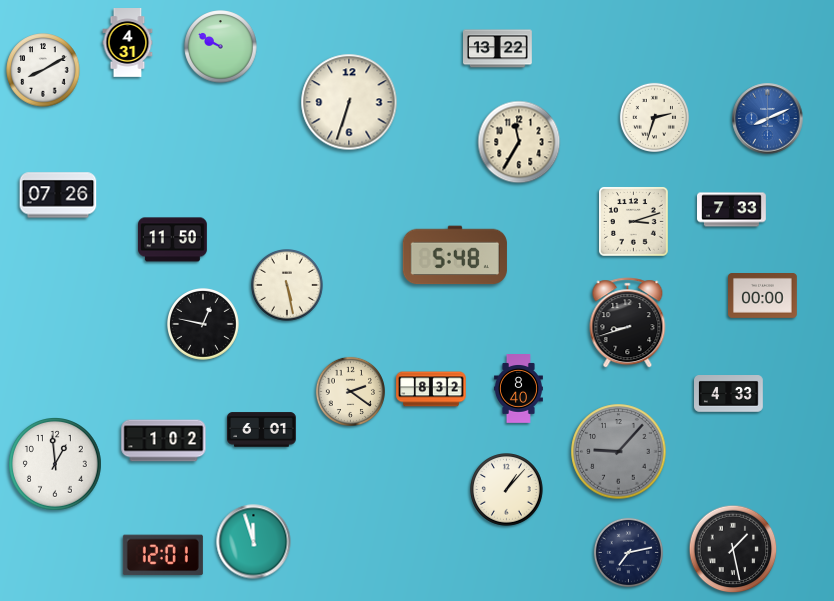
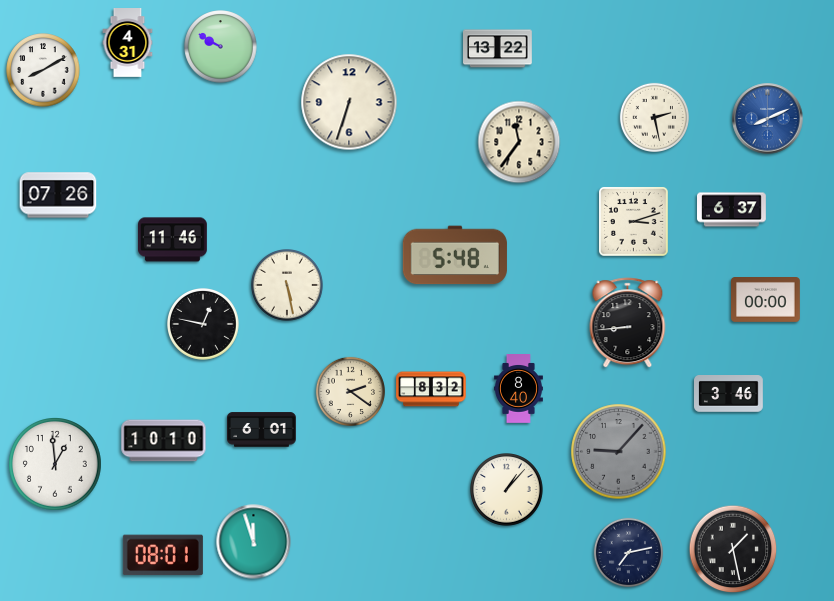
clock at (654, 117): 2:33 -> 2:28
clock at (519, 142): 11:35 -> 11:36
clock at (732, 210): 7:33 -> 6:37
clock at (173, 240): 11:50 -> 11:46
clock at (763, 296) position: (763, 296) -> (766, 300)
clock at (628, 323): 8:42 -> 8:44
clock at (729, 394): 4:33 -> 3:46
clock at (164, 441): 1:02 -> 10:10
clock at (163, 555): 12:01 -> 08:01
